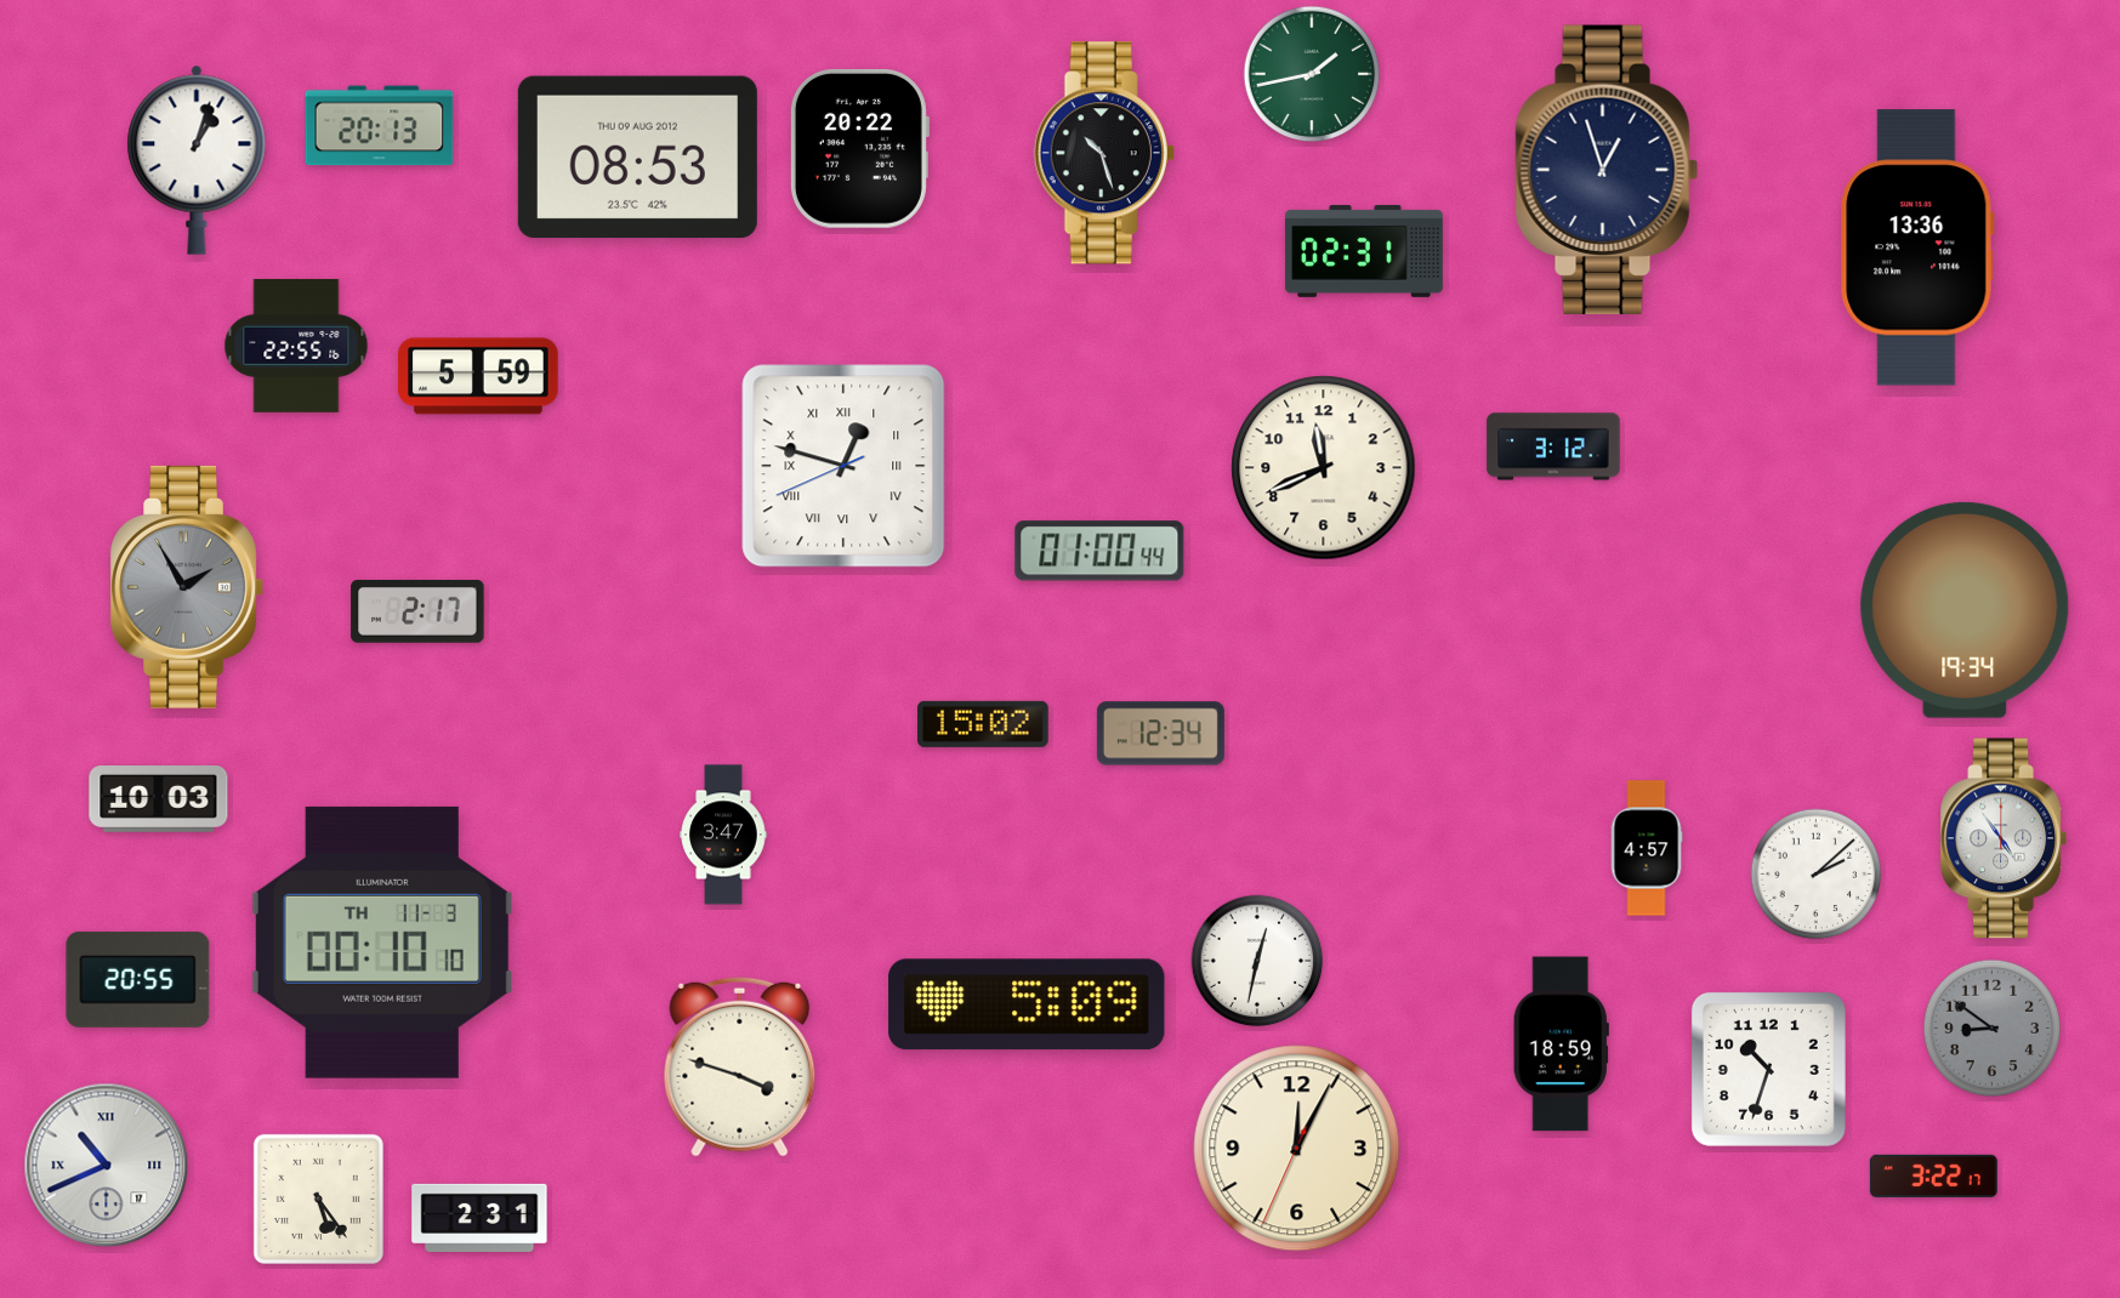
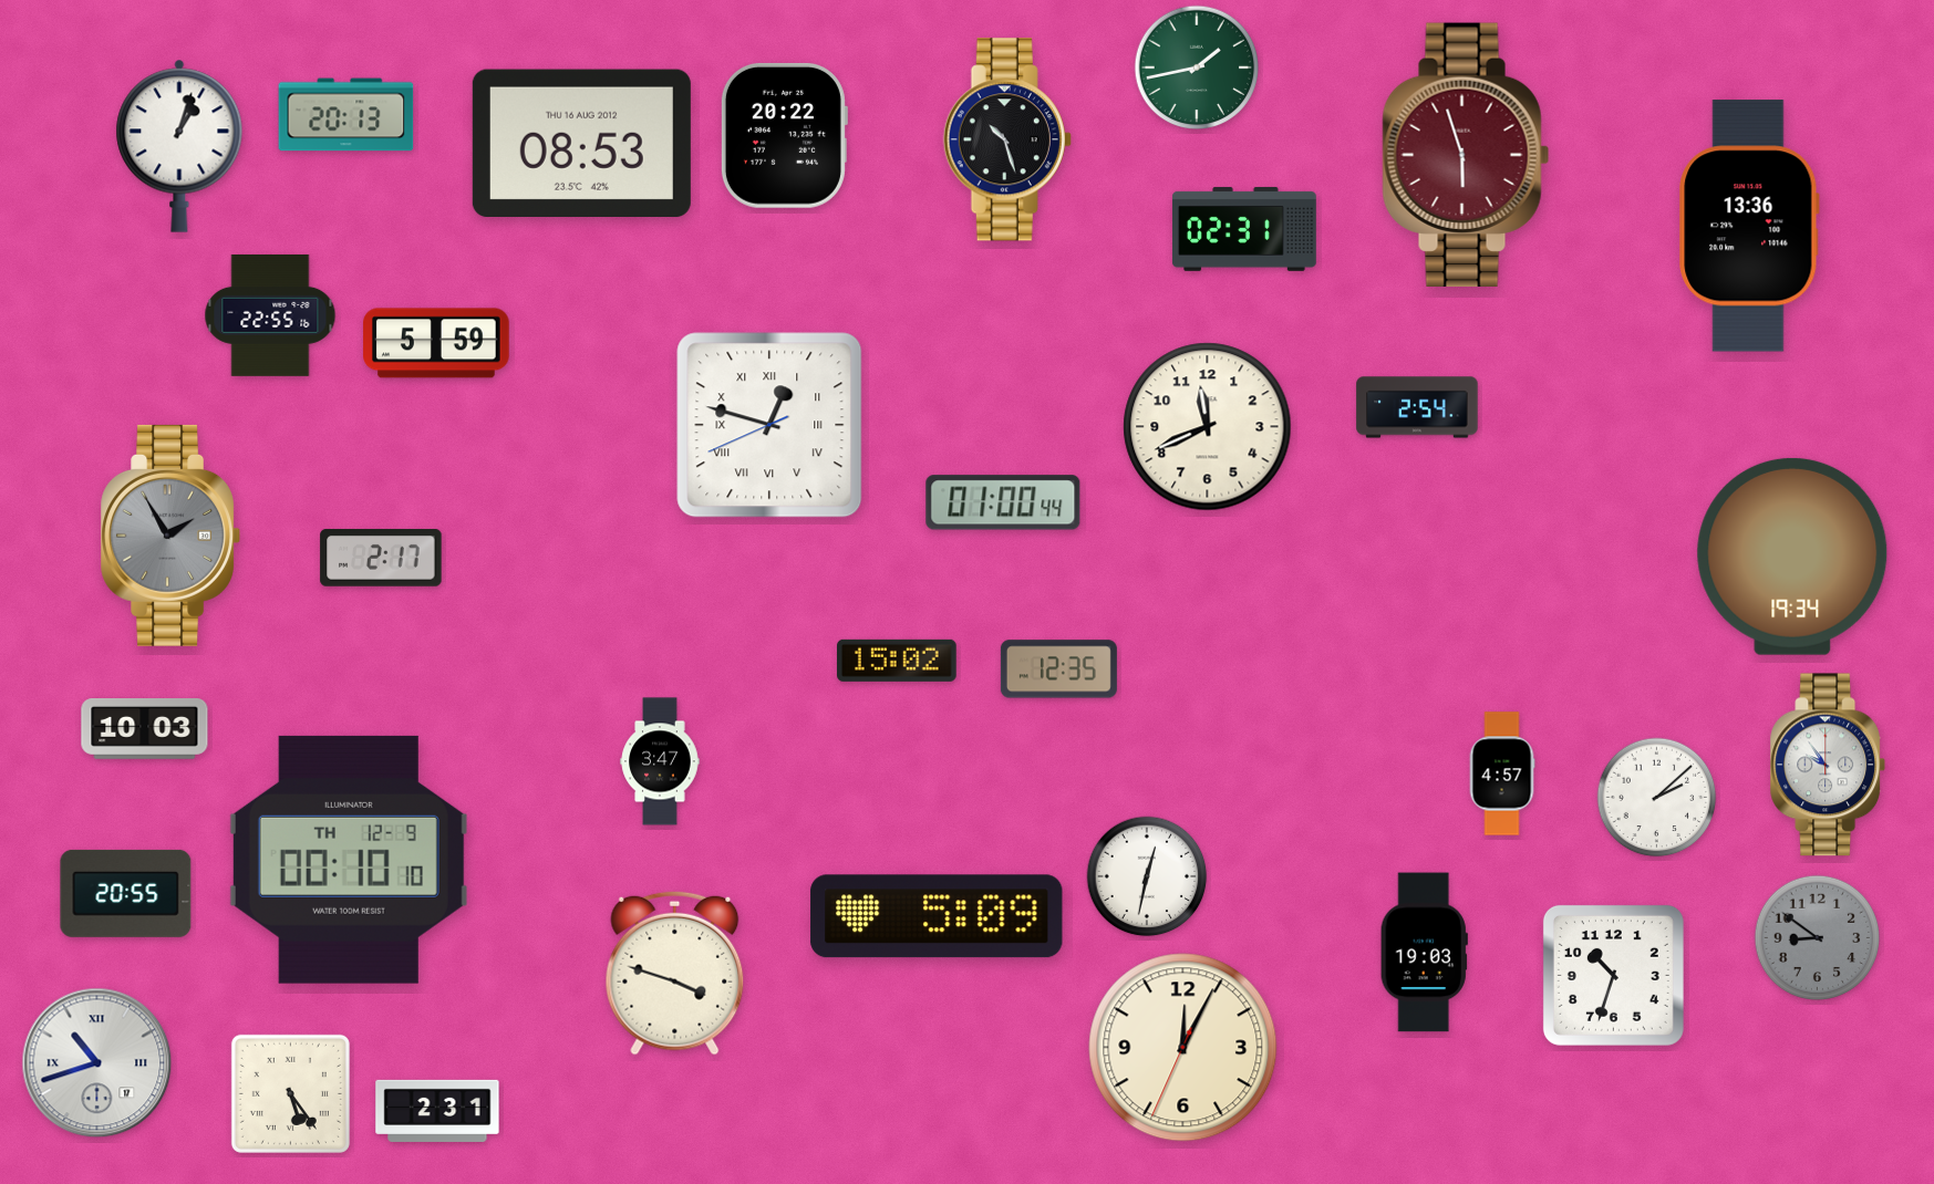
clock at (637, 156) date: THU 09 AUG 2012 -> THU 16 AUG 2012
clock at (1607, 170): 12:57 -> 5:57
clock at (1607, 170) dial: navy -> burgundy
clock at (1553, 446): 3:12 -> 2:54
clock at (1160, 734): 12:34 -> 12:35
clock at (2002, 838): 4:54 -> 9:54
clock at (382, 943) date: TH 11-3 -> TH 12-9
clock at (1561, 1044): 18:59 -> 19:03
clock at (107, 1166): 10:41 -> 10:42
clock at (1933, 1175): 3:22 -> none
